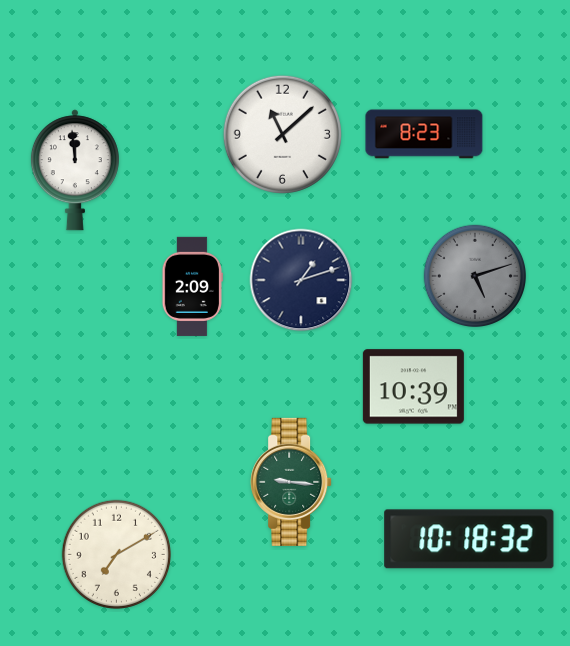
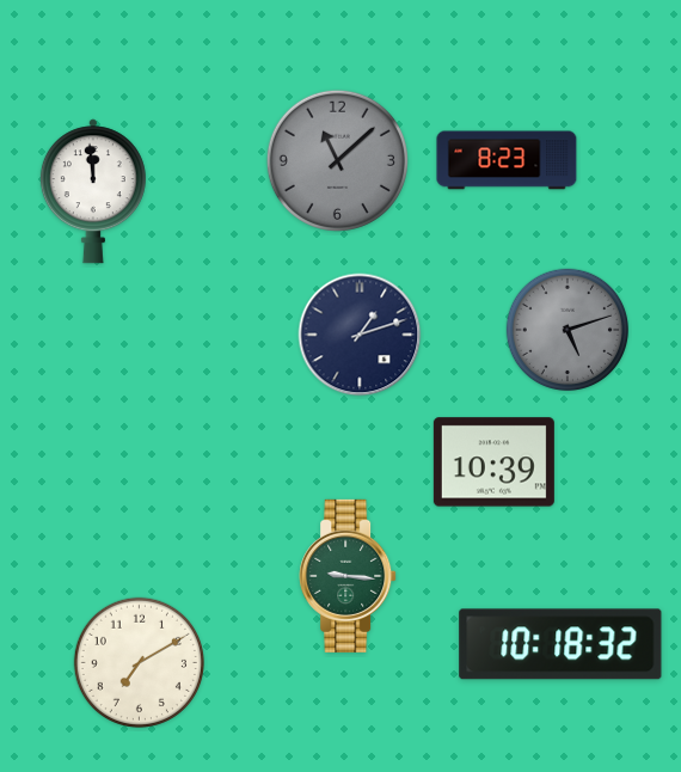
clock at (282, 134) dial: white -> grey
clock at (75, 170) position: (75, 170) -> (93, 191)
clock at (192, 286): 2:09 -> none
